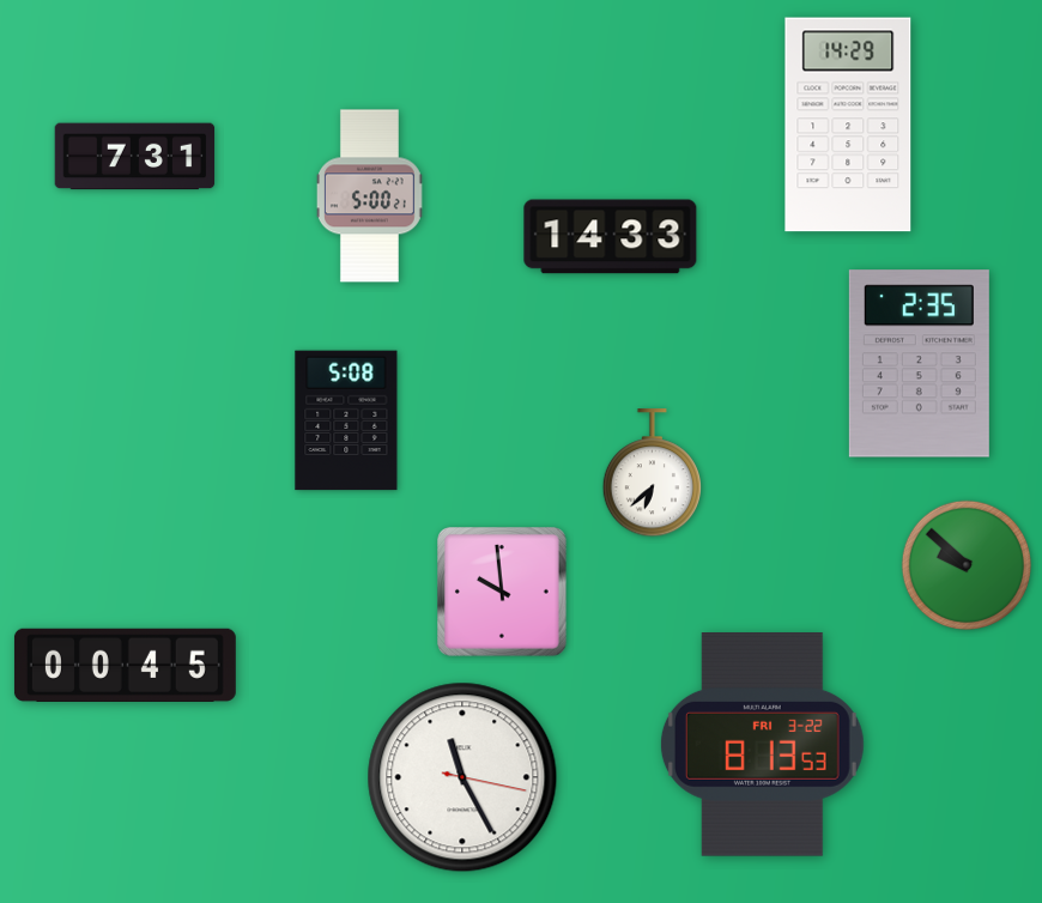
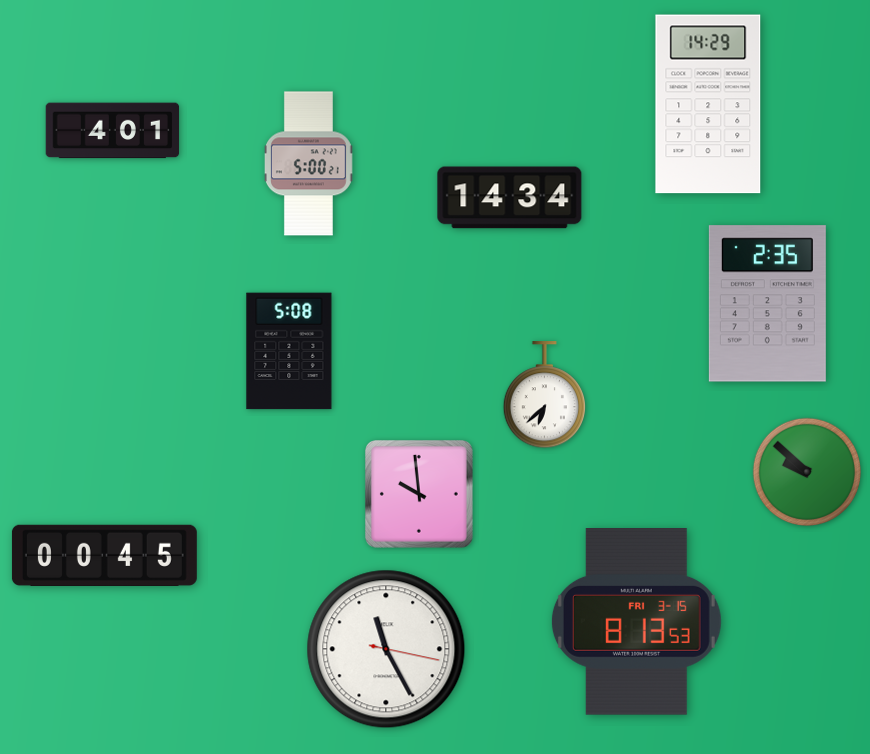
clock at (135, 157): 7:31 -> 4:01
clock at (611, 237): 14:33 -> 14:34
clock at (762, 745) date: FRI 3-22 -> FRI 3-15
